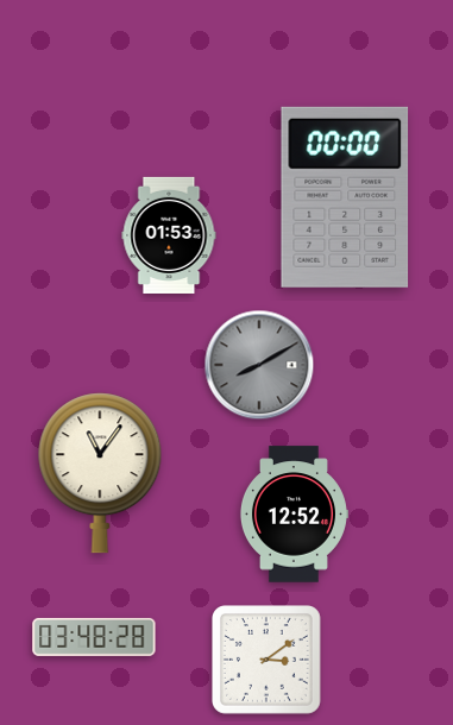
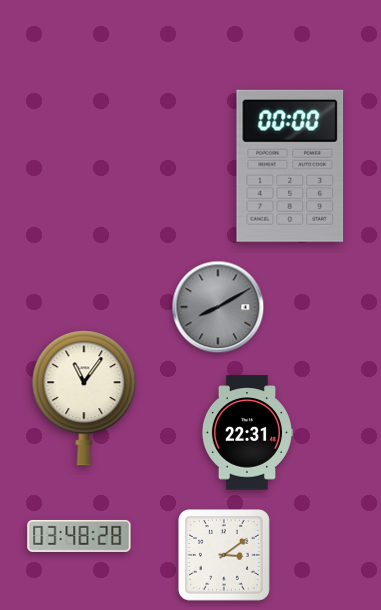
clock at (169, 235): 01:53 -> none
clock at (294, 515): 12:52 -> 22:31
